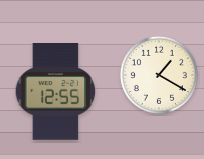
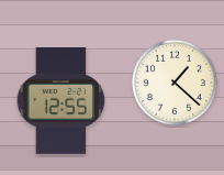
clock at (159, 75): 1:20 -> 1:22
